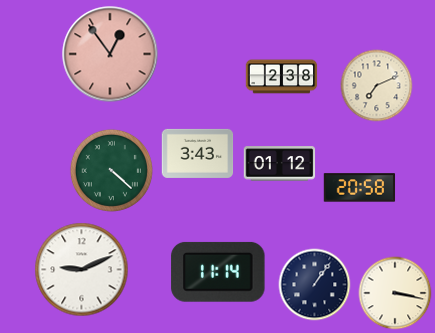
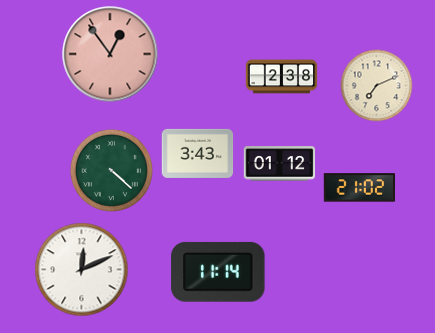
clock at (360, 188): 20:58 -> 21:02
clock at (82, 270): 9:11 -> 12:11
clock at (315, 285): 1:06 -> none
clock at (395, 293): 3:17 -> none
